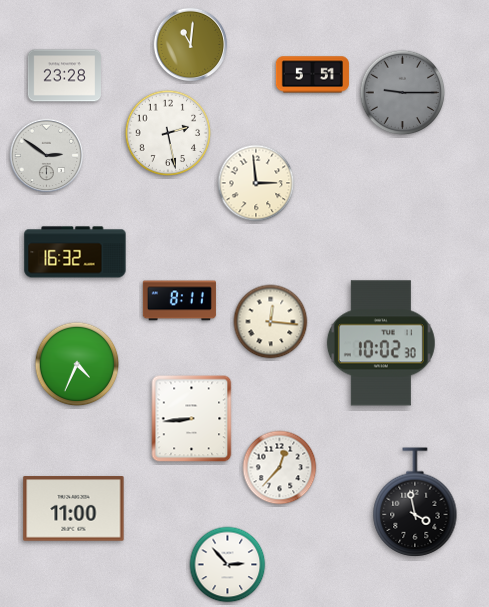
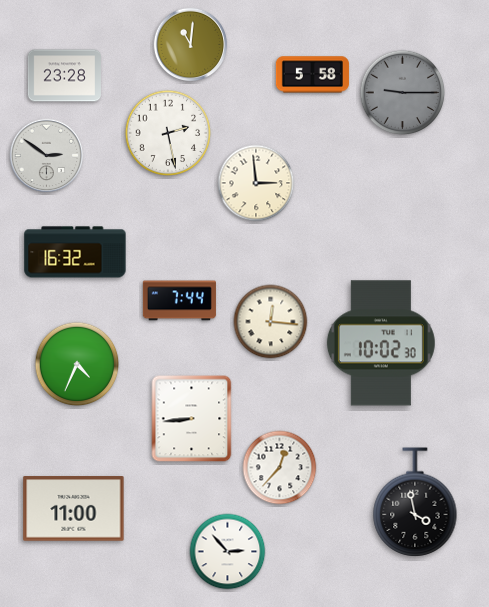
clock at (312, 75): 5:51 -> 5:58
clock at (179, 301): 8:11 -> 7:44
clock at (228, 565) position: (228, 565) -> (228, 552)
